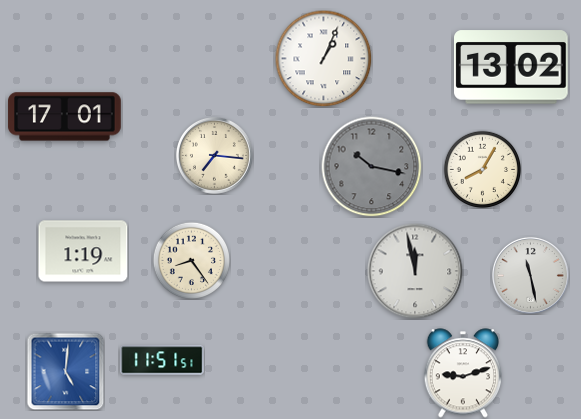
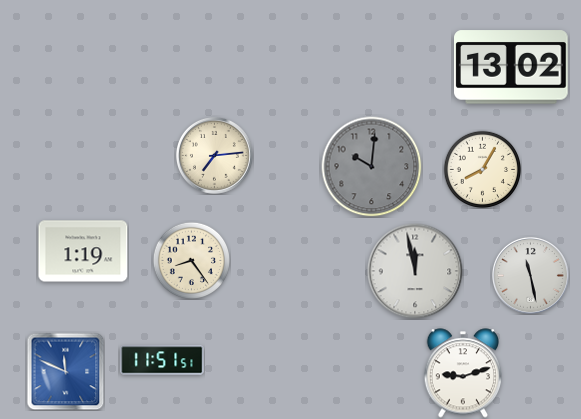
clock at (323, 58): 1:04 -> none
clock at (65, 117): 17:01 -> none
clock at (214, 155): 7:16 -> 7:14
clock at (372, 167): 10:17 -> 10:01
clock at (65, 371): 5:01 -> 11:49
